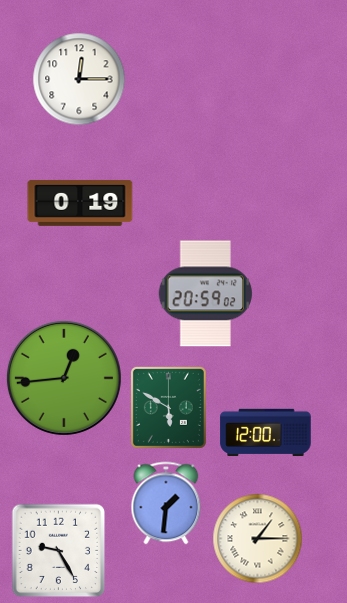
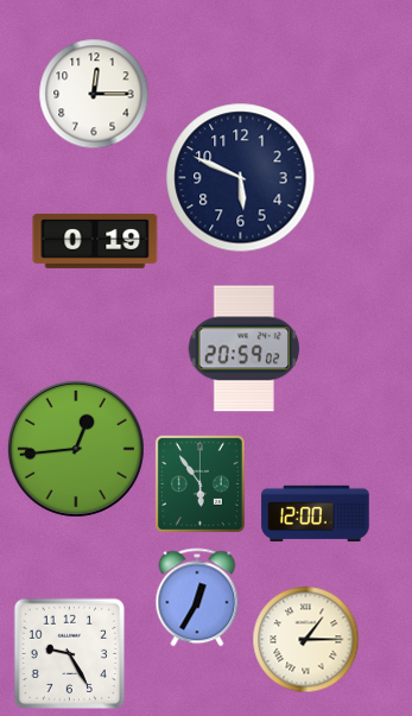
clock at (241, 178): none -> 5:49
clock at (168, 407): 5:50 -> 5:54
clock at (166, 503): 1:31 -> 12:35
